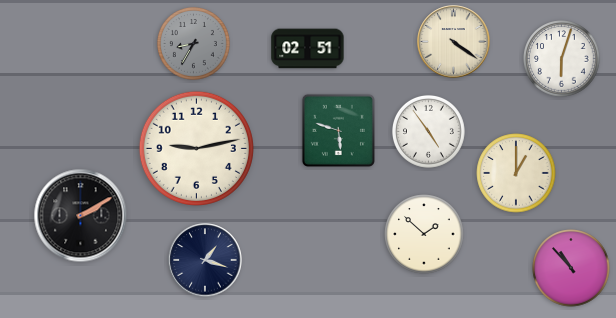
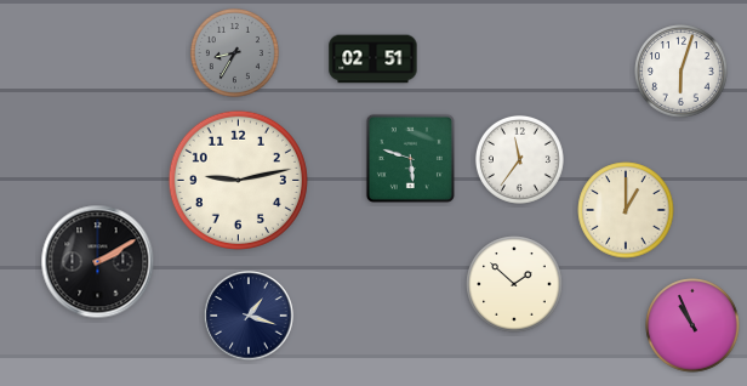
clock at (454, 42): 4:21 -> none
clock at (428, 131): 4:54 -> 11:36
clock at (571, 268): 10:53 -> 10:56
